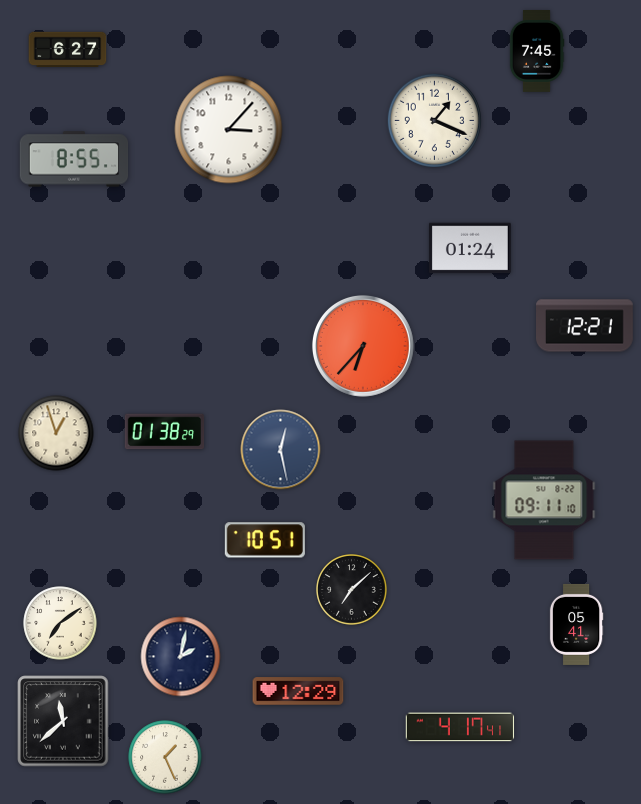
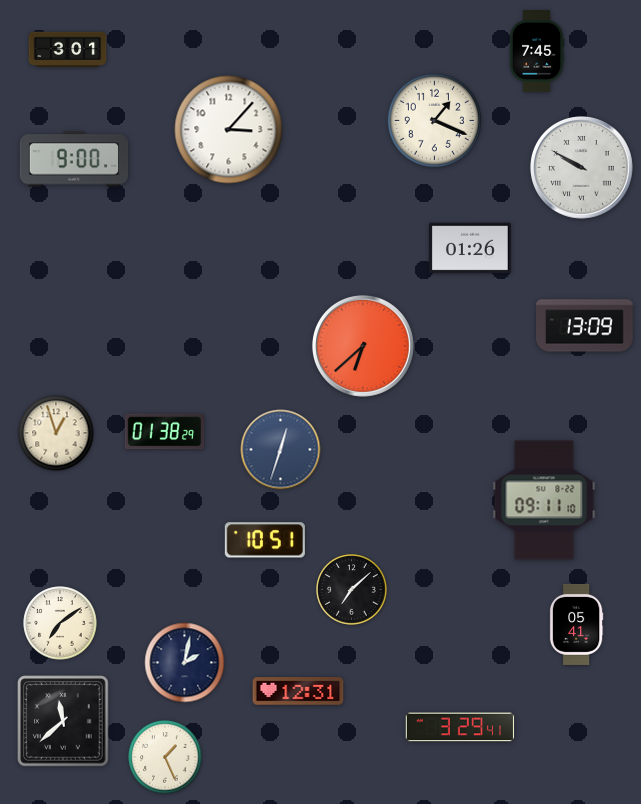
clock at (68, 50): 6:27 -> 3:01
clock at (74, 159): 8:55 -> 9:00
clock at (582, 168): none -> 9:50
clock at (470, 248): 01:24 -> 01:26
clock at (585, 326): 12:21 -> 13:09
clock at (363, 346): 6:37 -> 6:38
clock at (281, 450): 12:28 -> 12:33
clock at (181, 657) position: (181, 657) -> (185, 663)
clock at (298, 691): 12:29 -> 12:31
clock at (460, 727): 4:17 -> 3:29
